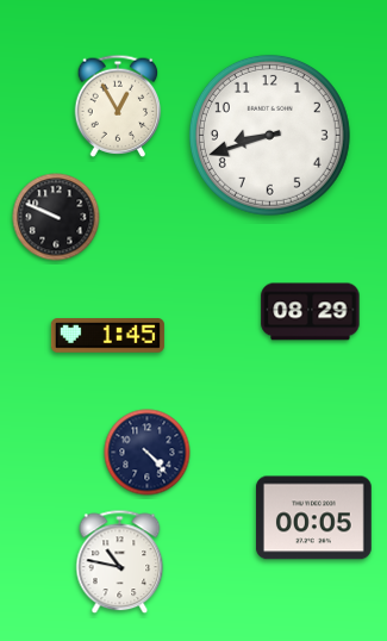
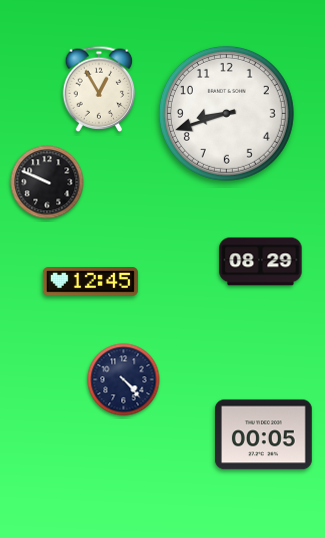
clock at (107, 336): 1:45 -> 12:45
clock at (120, 562): 10:47 -> none
